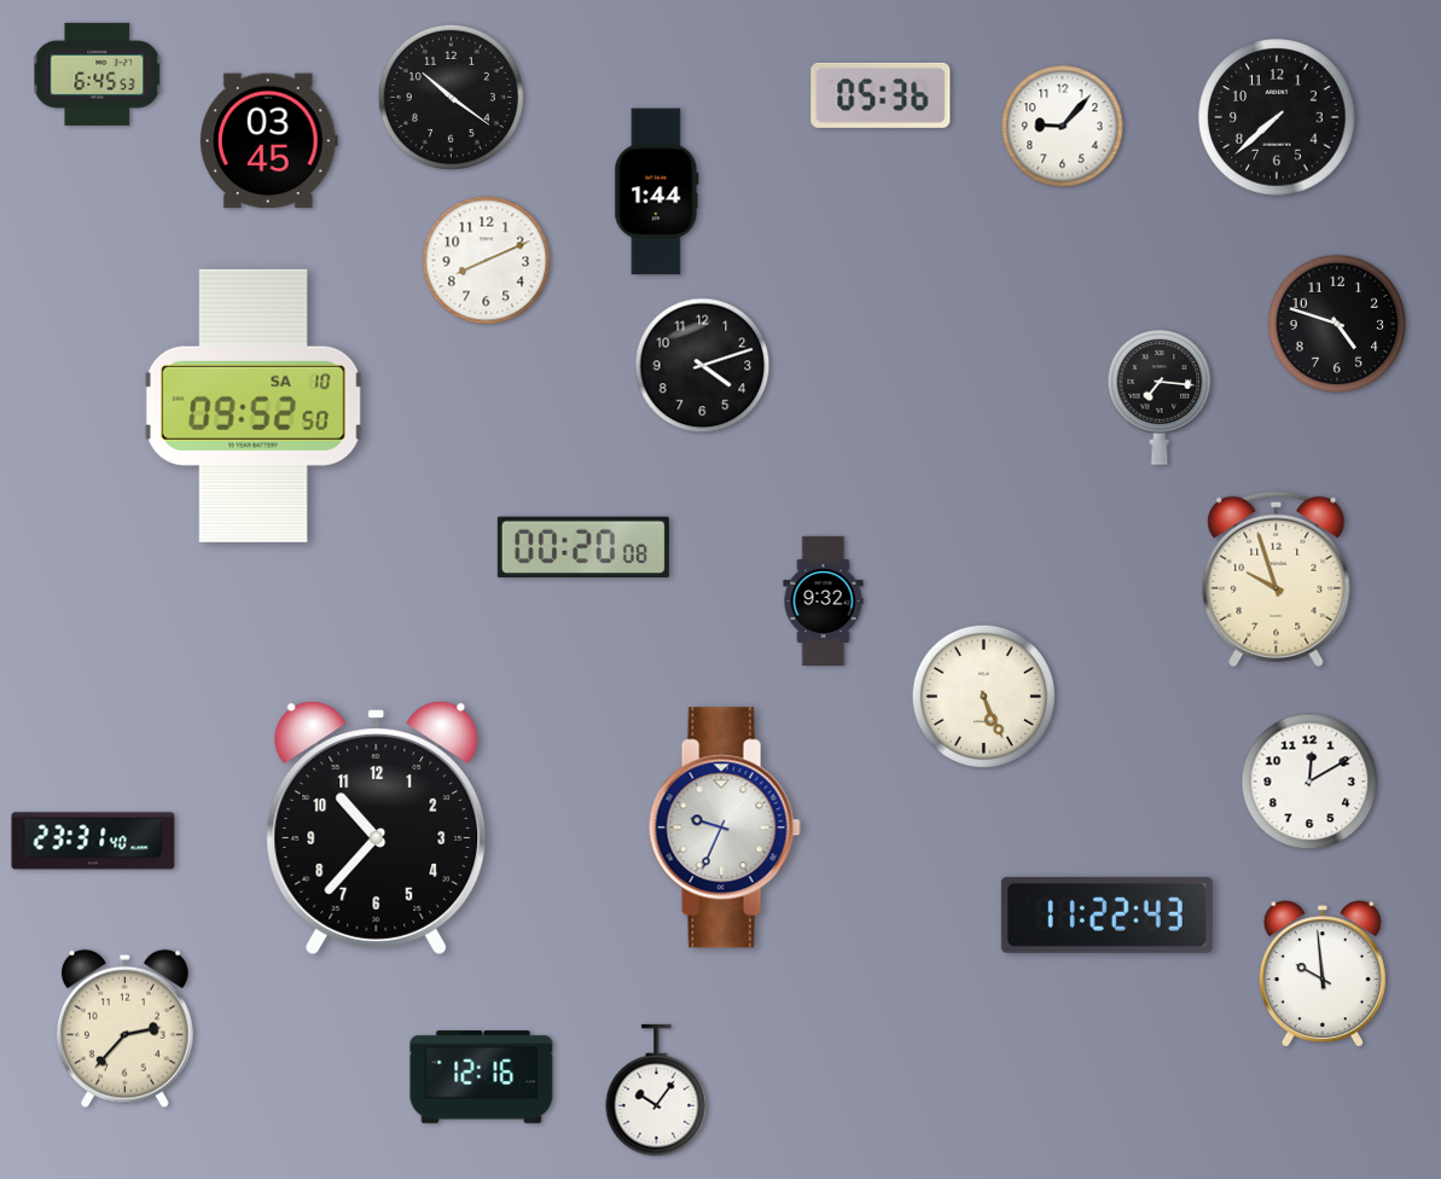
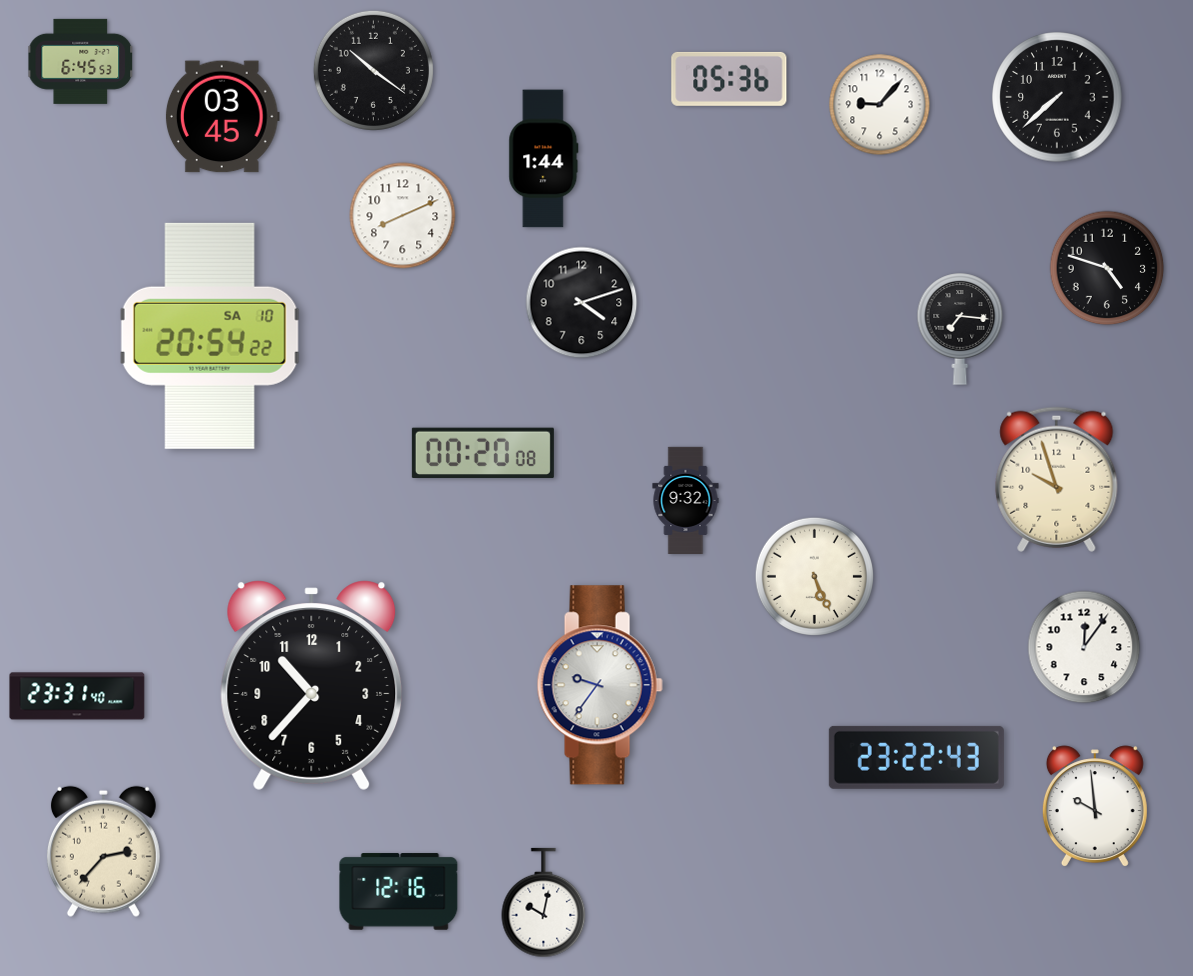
clock at (451, 97) position: (451, 97) -> (373, 70)
clock at (254, 406): 09:52 -> 20:54
clock at (824, 600) position: (824, 600) -> (686, 500)
clock at (1309, 782): 12:10 -> 12:06
clock at (725, 827): 9:34 -> 9:36
clock at (1106, 914): 11:22 -> 23:22
clock at (657, 1091): 10:06 -> 10:02
